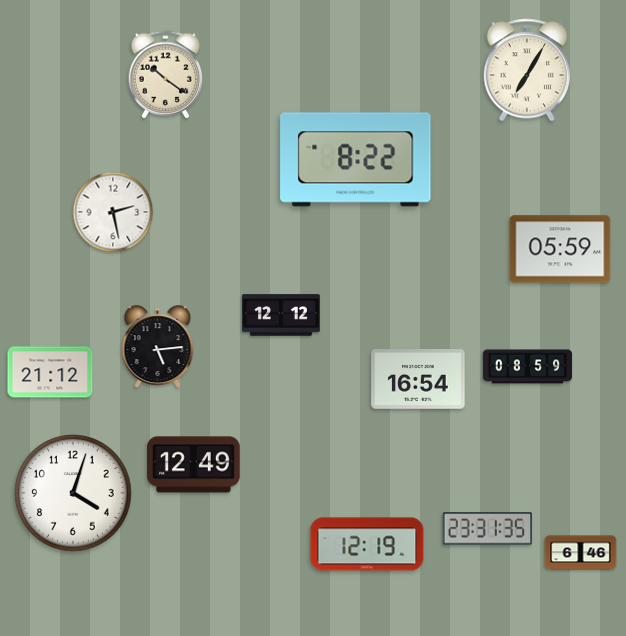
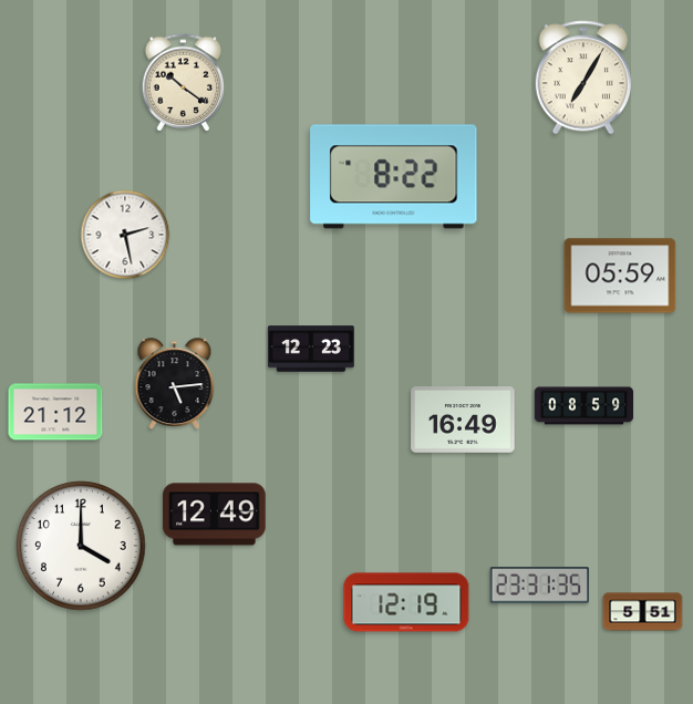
clock at (281, 315): 12:12 -> 12:23
clock at (418, 380): 16:54 -> 16:49
clock at (73, 493): 4:03 -> 4:00
clock at (581, 553): 6:46 -> 5:51
